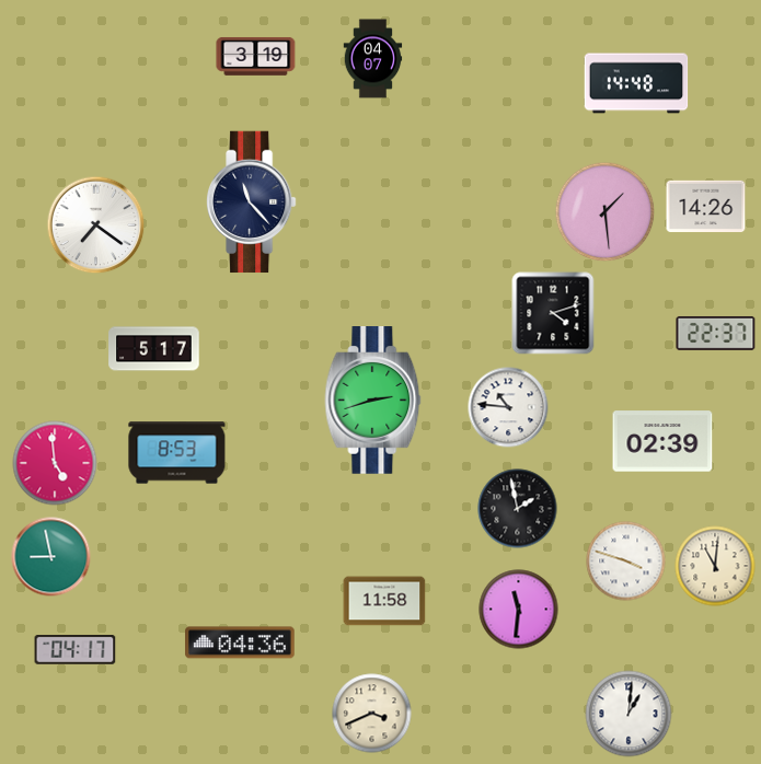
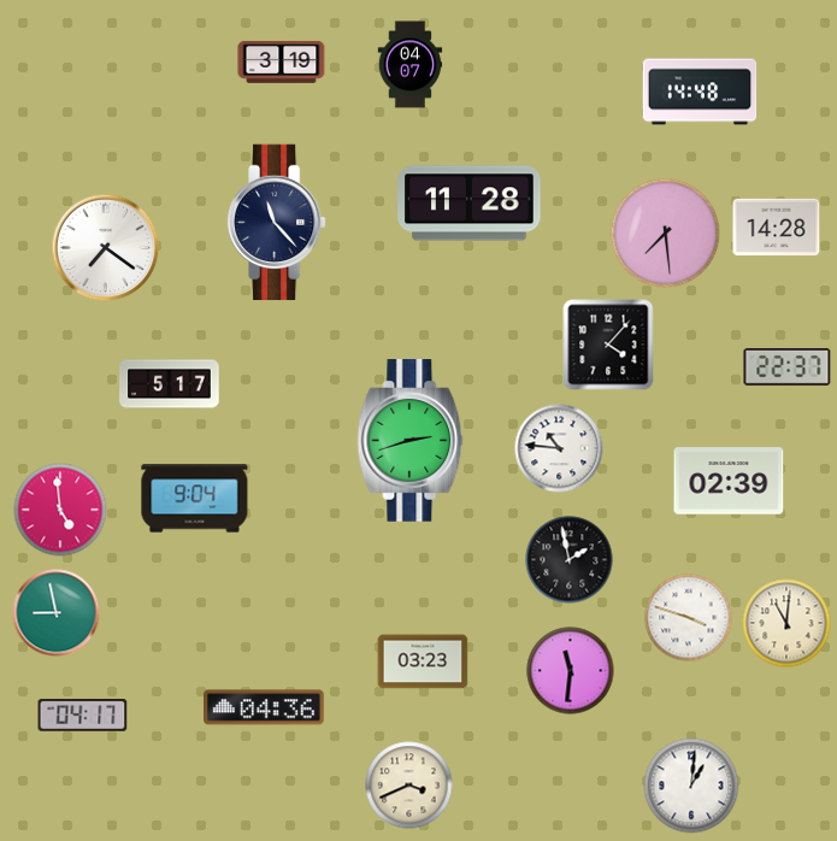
clock at (470, 204): none -> 11:28
clock at (706, 207): 14:26 -> 14:28
clock at (606, 212): 1:29 -> 7:29
clock at (553, 313): 4:12 -> 4:07
clock at (662, 441) position: (662, 441) -> (729, 481)
clock at (177, 453): 8:53 -> 9:04
clock at (384, 601): 11:58 -> 03:23
